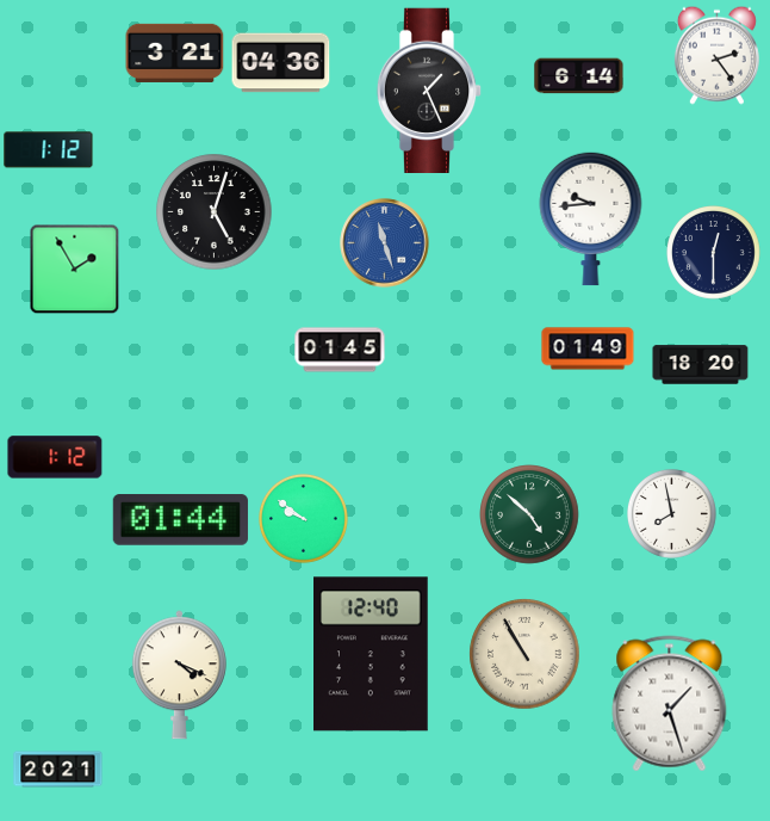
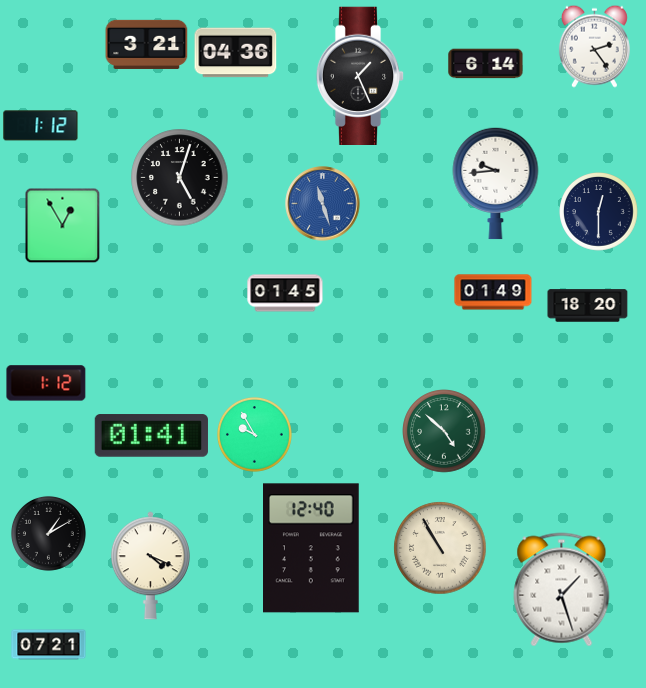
clock at (716, 55) position: (716, 55) -> (594, 46)
clock at (75, 270): 1:55 -> 12:55
clock at (672, 514): 7:58 -> none
clock at (304, 519): 9:51 -> 9:55
clock at (180, 520): 01:44 -> 01:41
clock at (49, 534): none -> 1:10
clock at (58, 770): 20:21 -> 07:21
